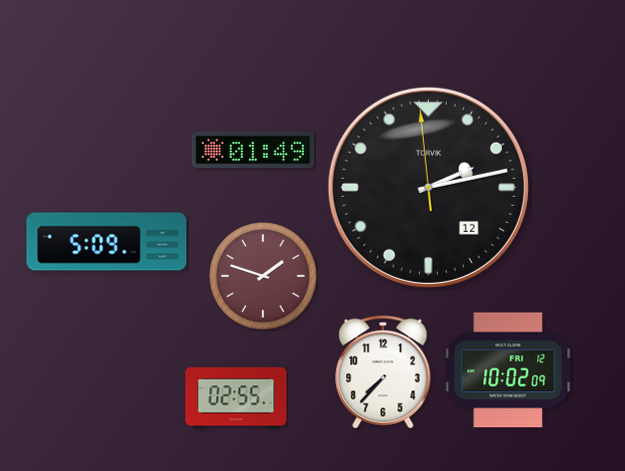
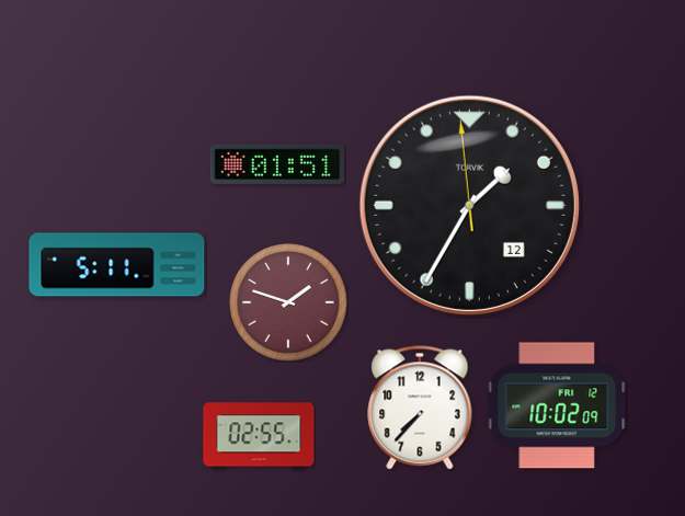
clock at (252, 150): 01:49 -> 01:51
clock at (428, 187): 2:12 -> 1:34
clock at (107, 242): 5:09 -> 5:11
